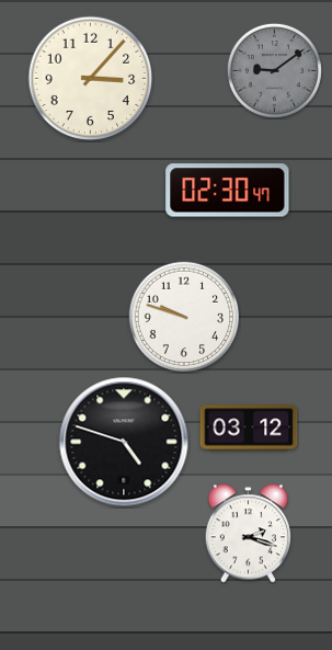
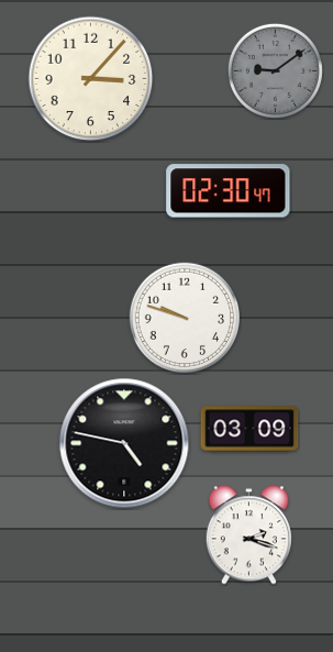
clock at (249, 427): 03:12 -> 03:09
clock at (124, 442): 4:48 -> 4:47
